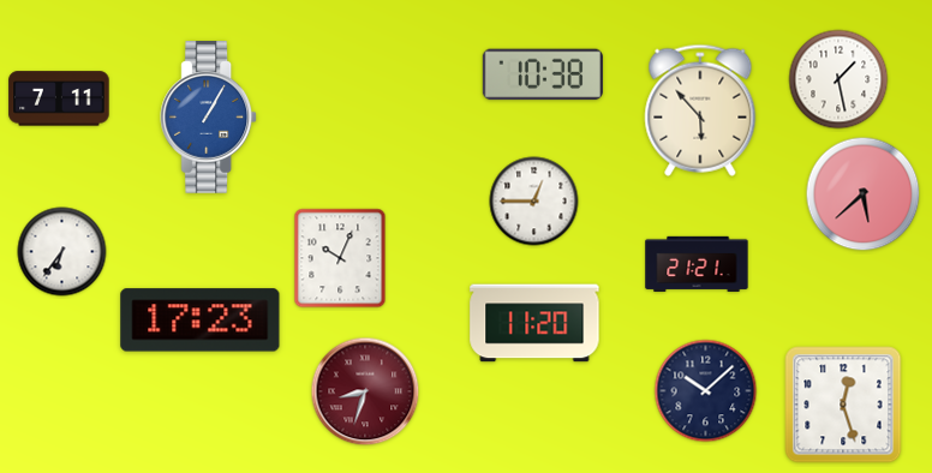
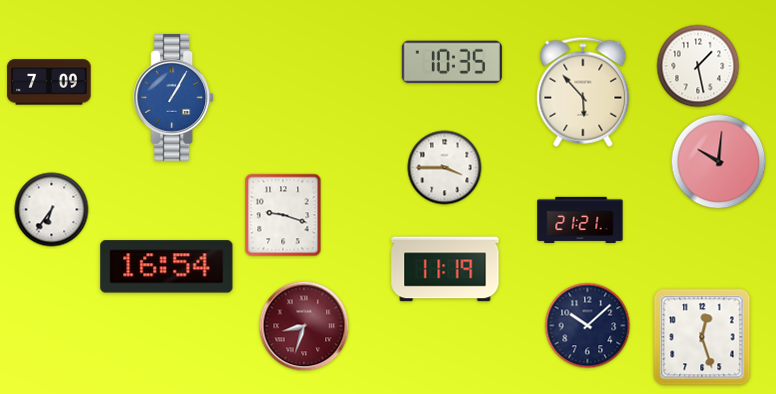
clock at (543, 74): 10:38 -> 10:35
clock at (59, 98): 7:11 -> 7:09
clock at (864, 194): 5:38 -> 10:01
clock at (534, 202): 12:45 -> 3:45
clock at (340, 258): 10:04 -> 9:18
clock at (201, 321): 17:23 -> 16:54
clock at (534, 323): 11:20 -> 11:19
